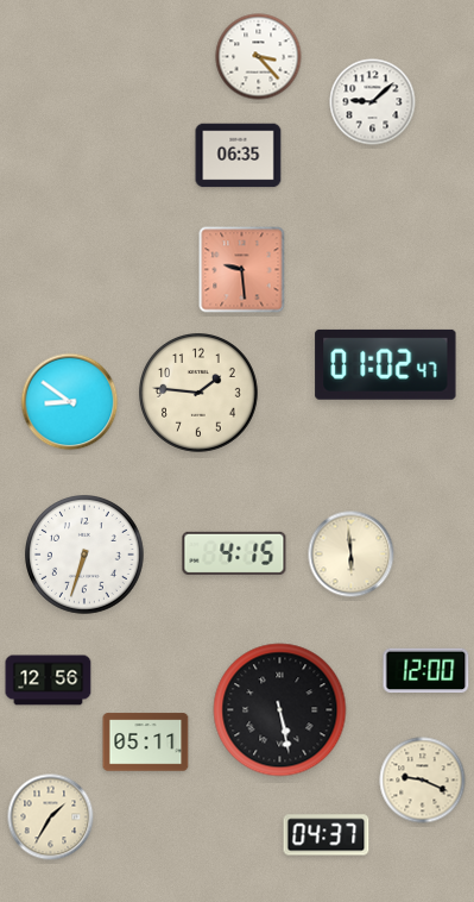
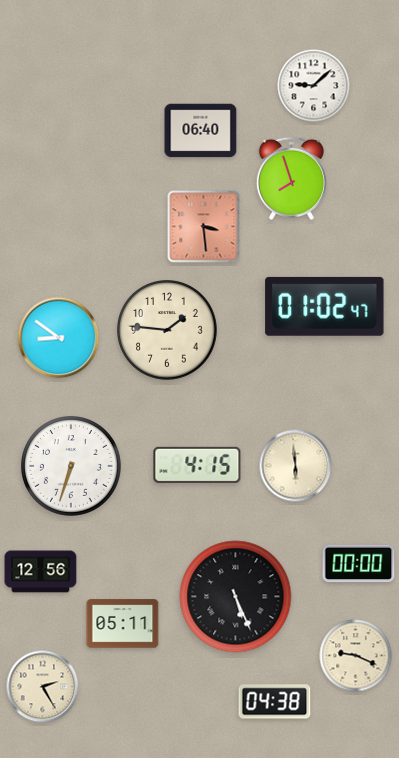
clock at (259, 57): 3:23 -> none
clock at (239, 156): 06:35 -> 06:40
clock at (291, 178): none -> 7:57
clock at (242, 270): 9:29 -> 3:29
clock at (426, 671): 12:00 -> 00:00
clock at (280, 710): 5:28 -> 5:26
clock at (51, 818): 1:35 -> 2:25
clock at (327, 835): 04:37 -> 04:38
